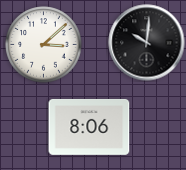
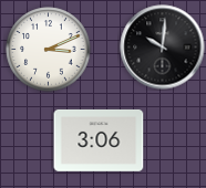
clock at (44, 45): 3:08 -> 3:11
clock at (89, 127): 8:06 -> 3:06
